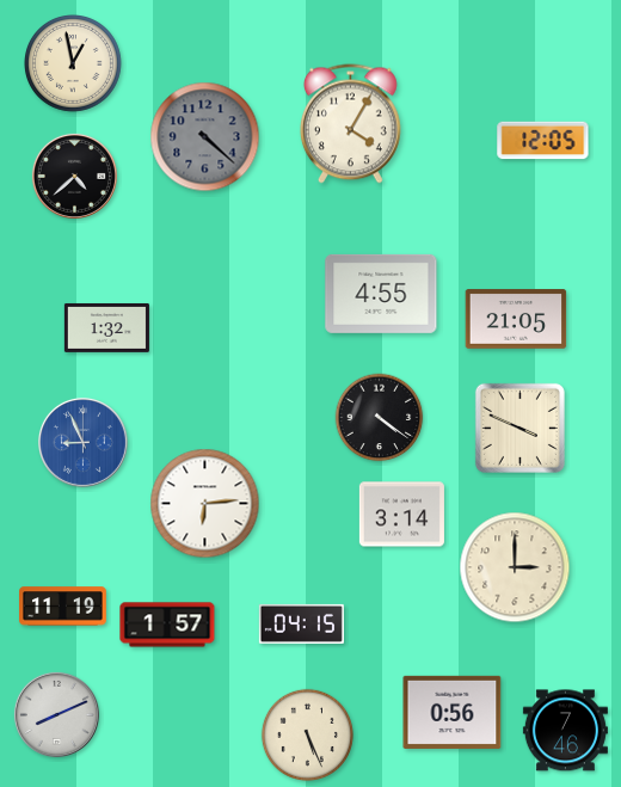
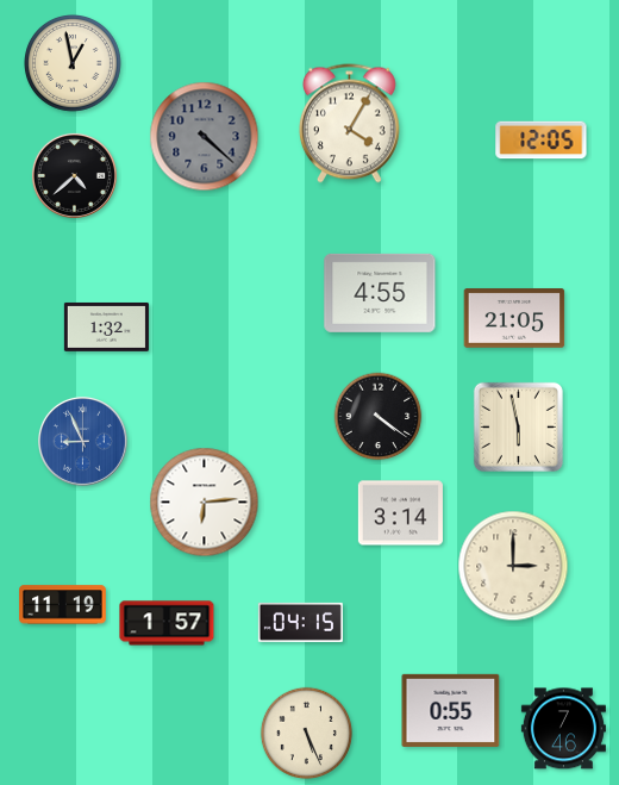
clock at (519, 428): 3:49 -> 5:58
clock at (453, 712): 0:56 -> 0:55
clock at (56, 714): 8:11 -> none
